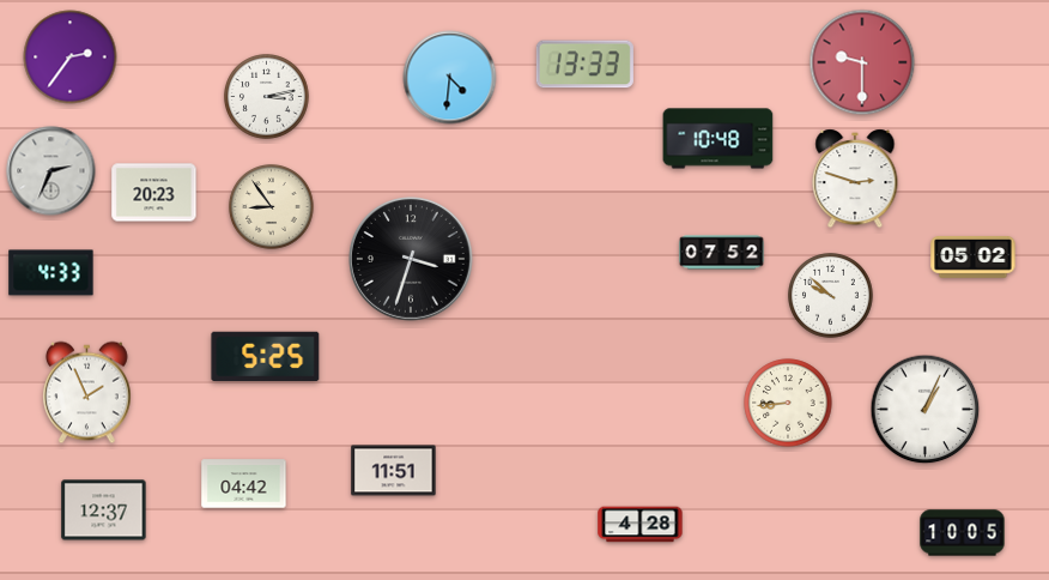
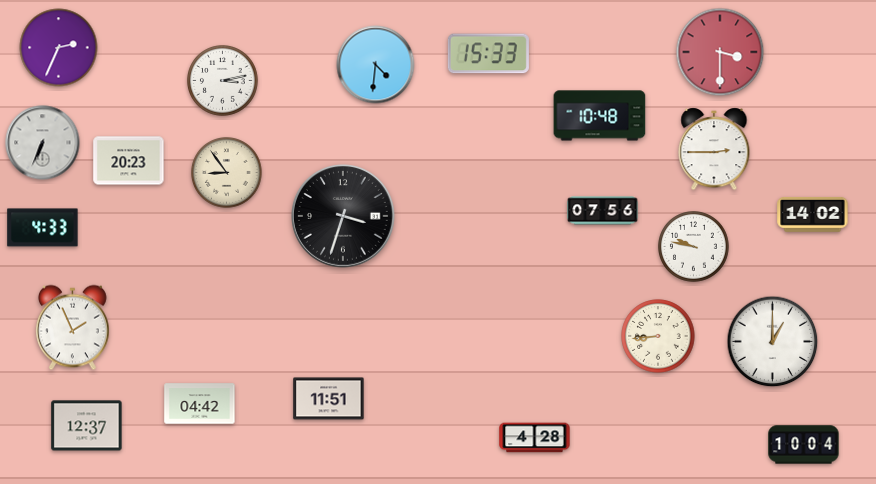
clock at (71, 58): 2:36 -> 2:34
clock at (862, 62): 9:30 -> 3:30
clock at (584, 65): 13:33 -> 15:33
clock at (51, 171): 2:34 -> 6:34
clock at (855, 179): 2:48 -> 2:45
clock at (722, 253): 07:52 -> 07:56
clock at (974, 256): 05:02 -> 14:02
clock at (831, 296): 9:52 -> 9:47
clock at (266, 356): 5:25 -> none
clock at (926, 410): 1:04 -> 1:00
clock at (394, 471) position: (394, 471) -> (329, 399)
clock at (244, 484) position: (244, 484) -> (200, 404)
clock at (963, 533): 10:05 -> 10:04
